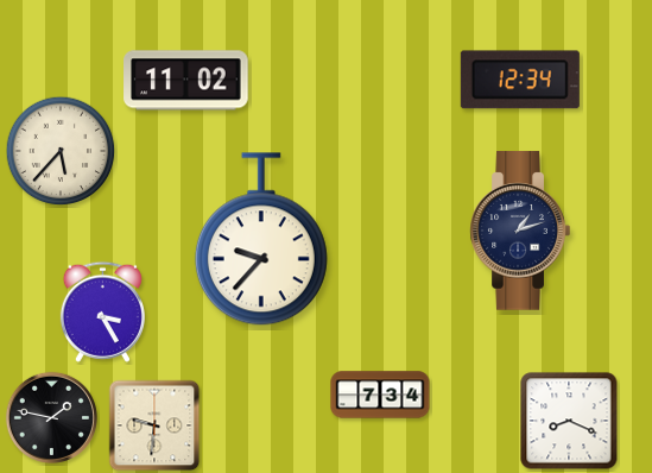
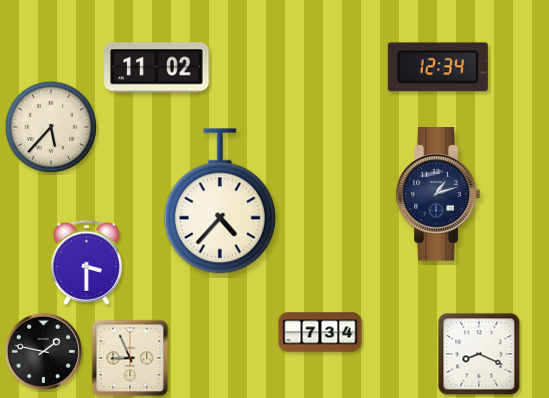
clock at (261, 239): 9:37 -> 4:37
clock at (102, 311): 3:25 -> 3:30
clock at (154, 425): 9:31 -> 8:56
